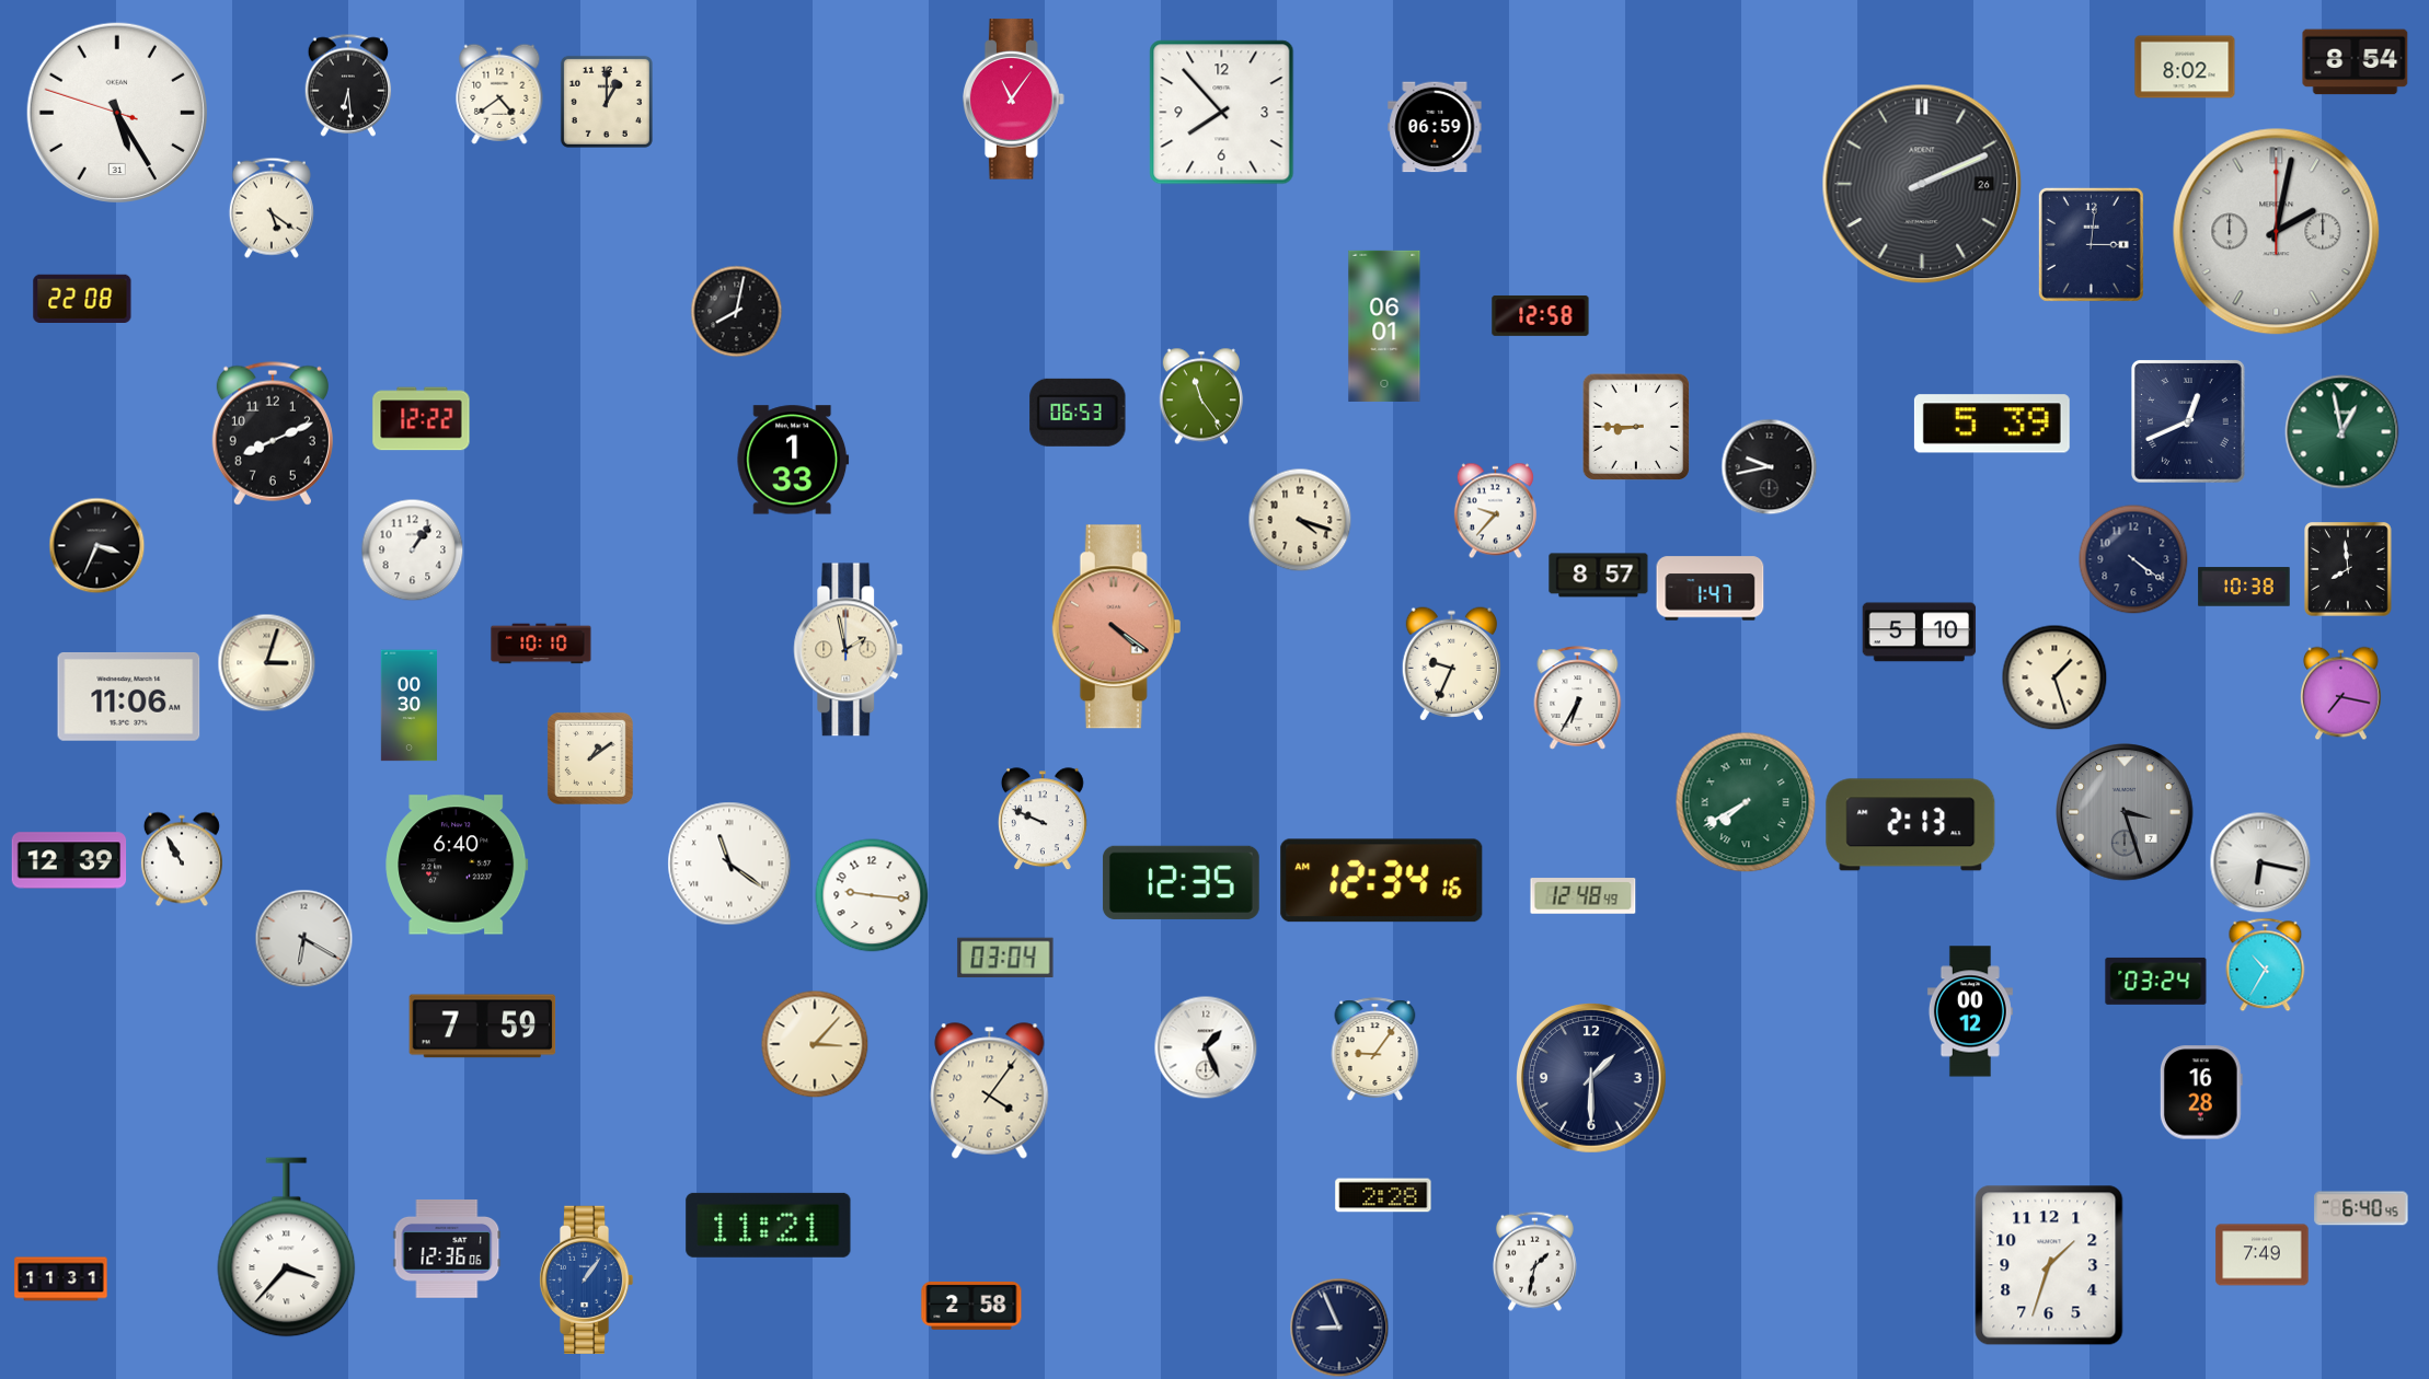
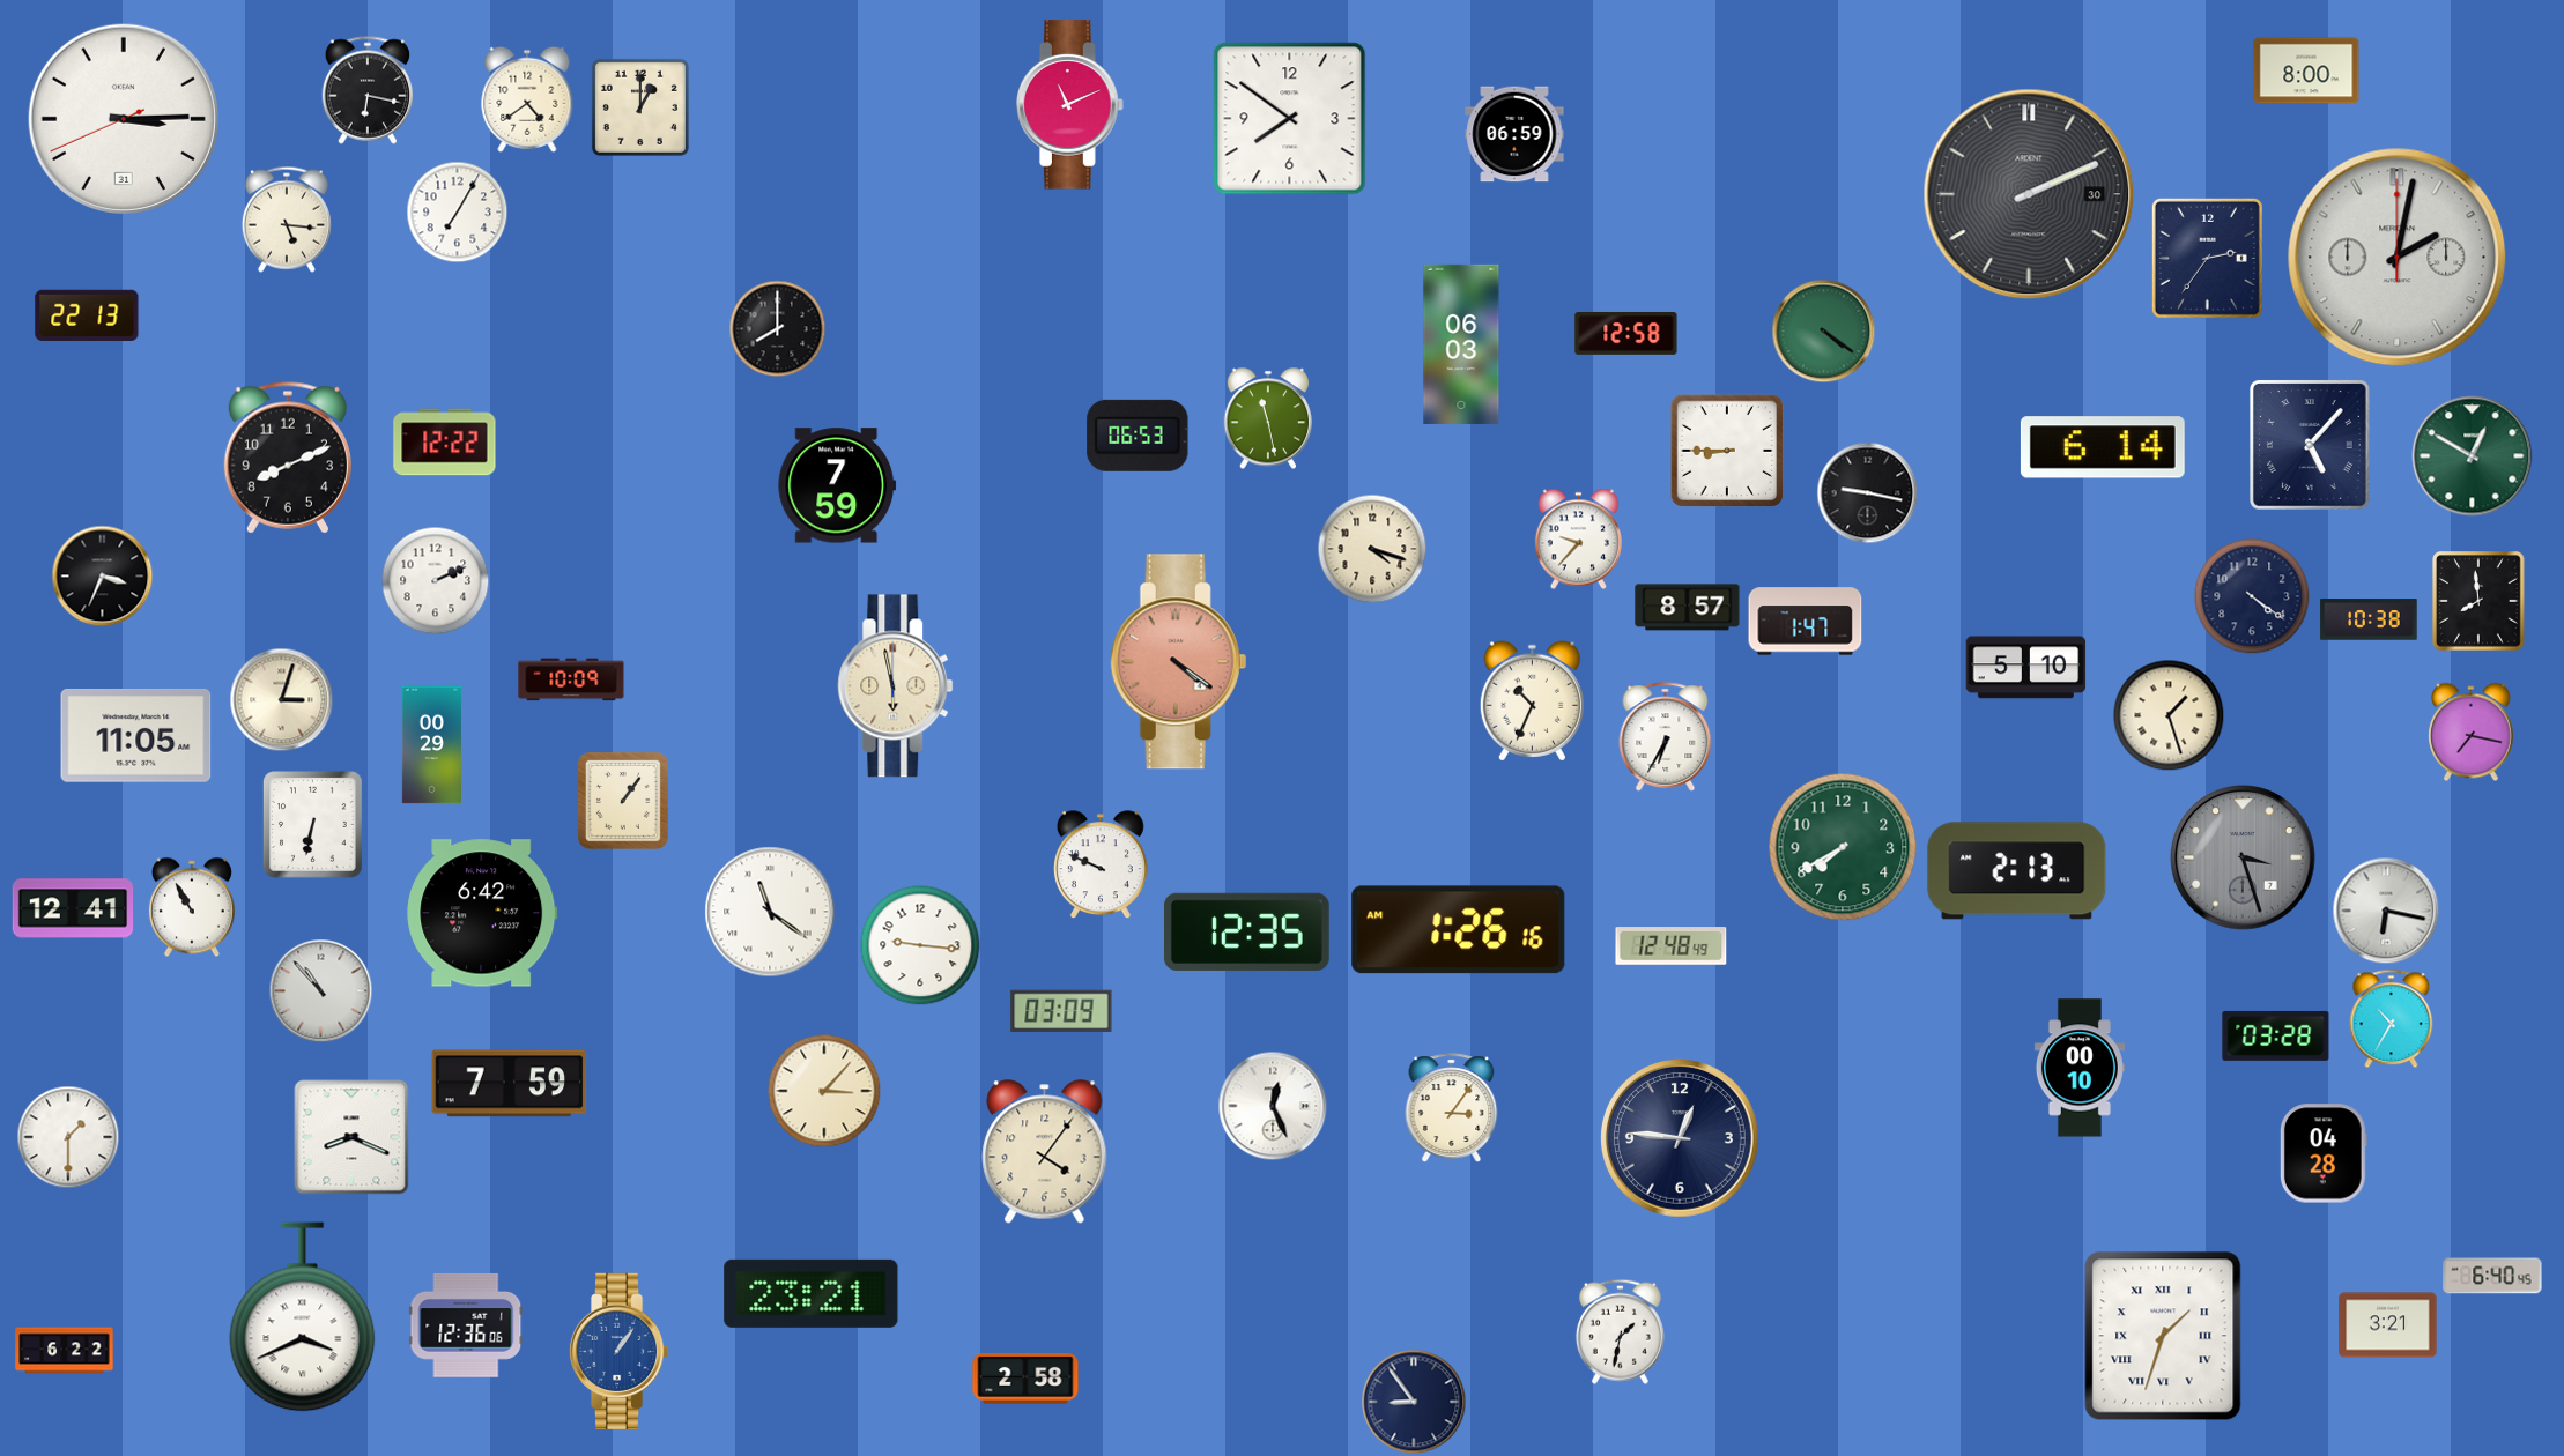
clock at (2356, 62): 8:54 -> none
clock at (2185, 67): 8:02 -> 8:00
clock at (348, 85): 6:29 -> 6:17
clock at (1014, 100): 11:06 -> 11:11
clock at (117, 113): 5:24 -> 3:14
clock at (1222, 113): 7:53 -> 7:51
clock at (1922, 184) date: 26 -> 30
clock at (458, 213): none -> 7:05
clock at (272, 208): 5:21 -> 5:16
clock at (2277, 232) position: (2277, 232) -> (2398, 258)
clock at (2091, 244): 3:01 -> 2:36
clock at (82, 299): 22:08 -> 22:13
clock at (737, 312): 8:02 -> 8:00
clock at (1824, 332): none -> 4:21
clock at (1384, 326): 06:01 -> 06:03
clock at (1201, 396): 11:24 -> 11:28
clock at (2189, 422): 12:41 -> 5:07
clock at (1992, 424): 5:39 -> 6:14
clock at (2342, 432): 12:58 -> 12:50
clock at (793, 460): 1:33 -> 7:59
clock at (1770, 467): 9:43 -> 9:17
clock at (413, 551): 1:06 -> 2:11
clock at (2133, 559) position: (2133, 559) -> (2252, 596)
clock at (541, 644): 10:10 -> 10:09
clock at (849, 650): 1:58 -> 5:58
clock at (1451, 664): 9:34 -> 10:34
clock at (129, 696): 11:06 -> 11:05
clock at (408, 706): 00:30 -> 00:29
clock at (590, 758): 1:09 -> 1:06
clock at (313, 825): none -> 6:32
clock at (1746, 802) numerals: Roman -> Arabic
clock at (69, 860): 12:39 -> 12:41
clock at (457, 865): 6:40 -> 6:42
clock at (1382, 881): 12:34 -> 1:26
clock at (304, 939): 6:20 -> 10:53
clock at (1005, 958): 03:04 -> 03:09
clock at (2156, 981): 03:24 -> 03:28
clock at (1970, 1011): 00:12 -> 00:10
clock at (815, 1044) position: (815, 1044) -> (824, 1091)
clock at (1206, 1047): 1:26 -> 12:26
clock at (1375, 1050): 9:06 -> 3:06
clock at (68, 1137): none -> 1:30
clock at (351, 1137): none -> 8:19
clock at (1591, 1078): 1:30 -> 12:46
clock at (2201, 1092): 16:28 -> 04:28
clock at (1383, 1195): 2:28 -> none
clock at (769, 1225): 11:21 -> 23:21
clock at (287, 1248): 3:37 -> 3:41
clock at (447, 1249) position: (447, 1249) -> (466, 1325)
clock at (2263, 1255): 7:49 -> 3:21
clock at (2049, 1265) numerals: Arabic -> Roman
clock at (61, 1279): 11:31 -> 6:22
clock at (1339, 1328): 8:56 -> 8:54
